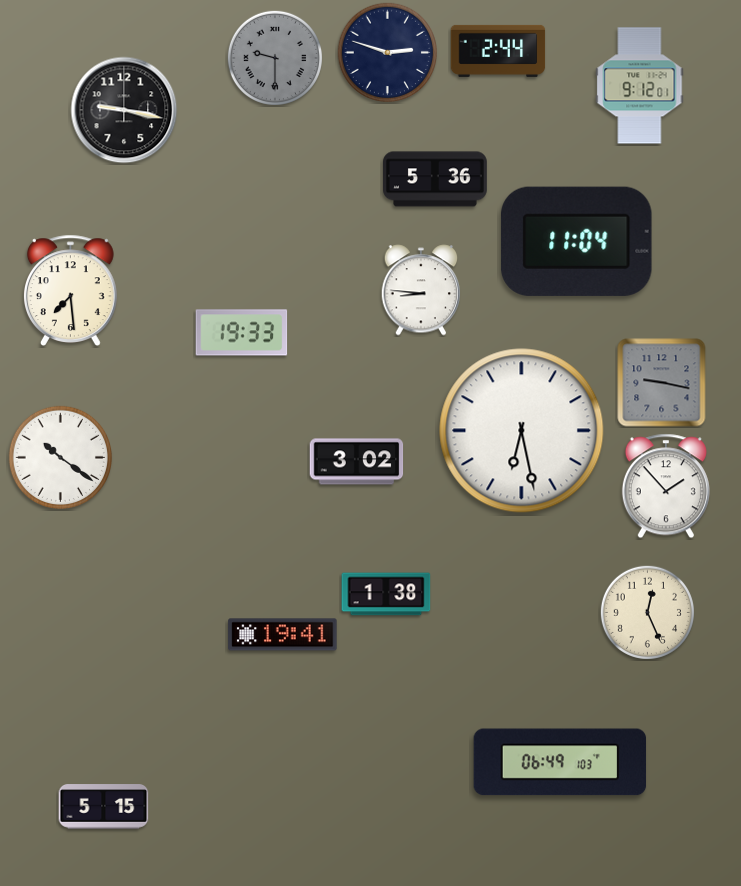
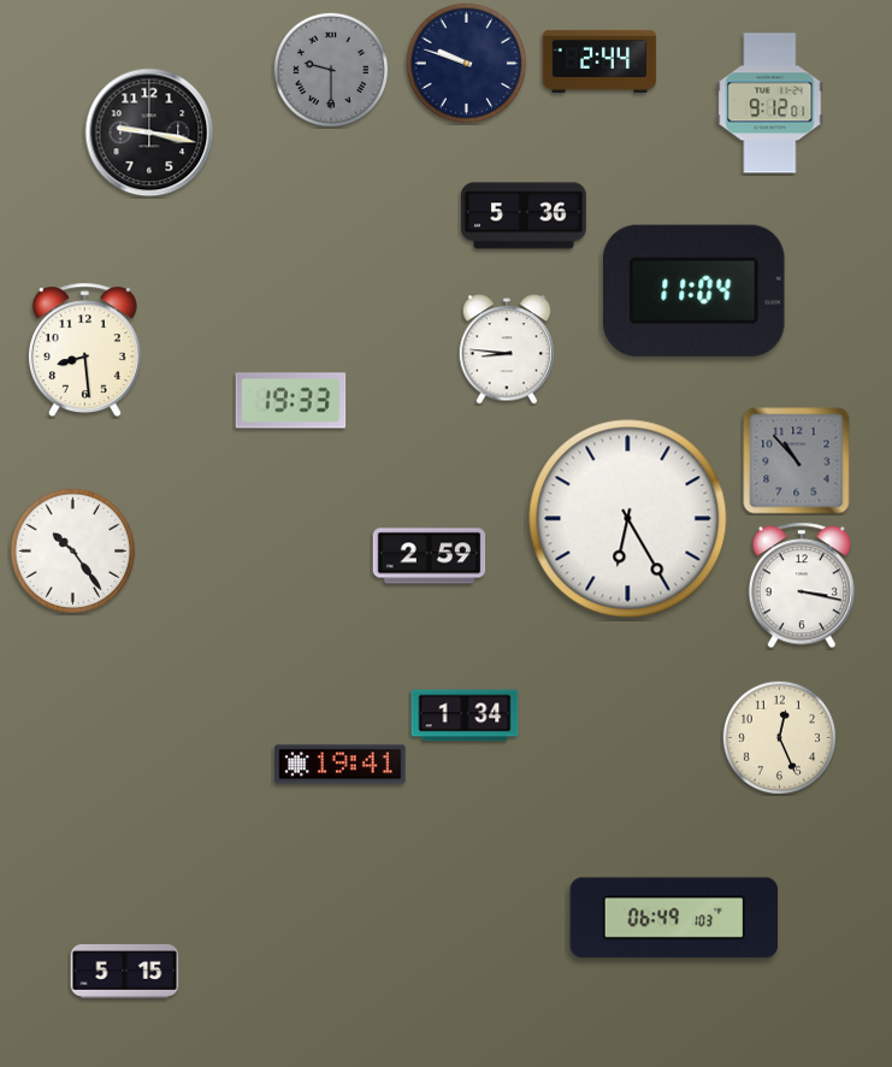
clock at (387, 52): 2:48 -> 9:48
clock at (70, 290): 7:29 -> 8:29
clock at (662, 383): 9:17 -> 10:53
clock at (522, 431): 6:28 -> 6:25
clock at (61, 458): 10:21 -> 10:24
clock at (357, 462): 3:02 -> 2:59
clock at (666, 486): 1:53 -> 3:17
clock at (386, 594): 1:38 -> 1:34
